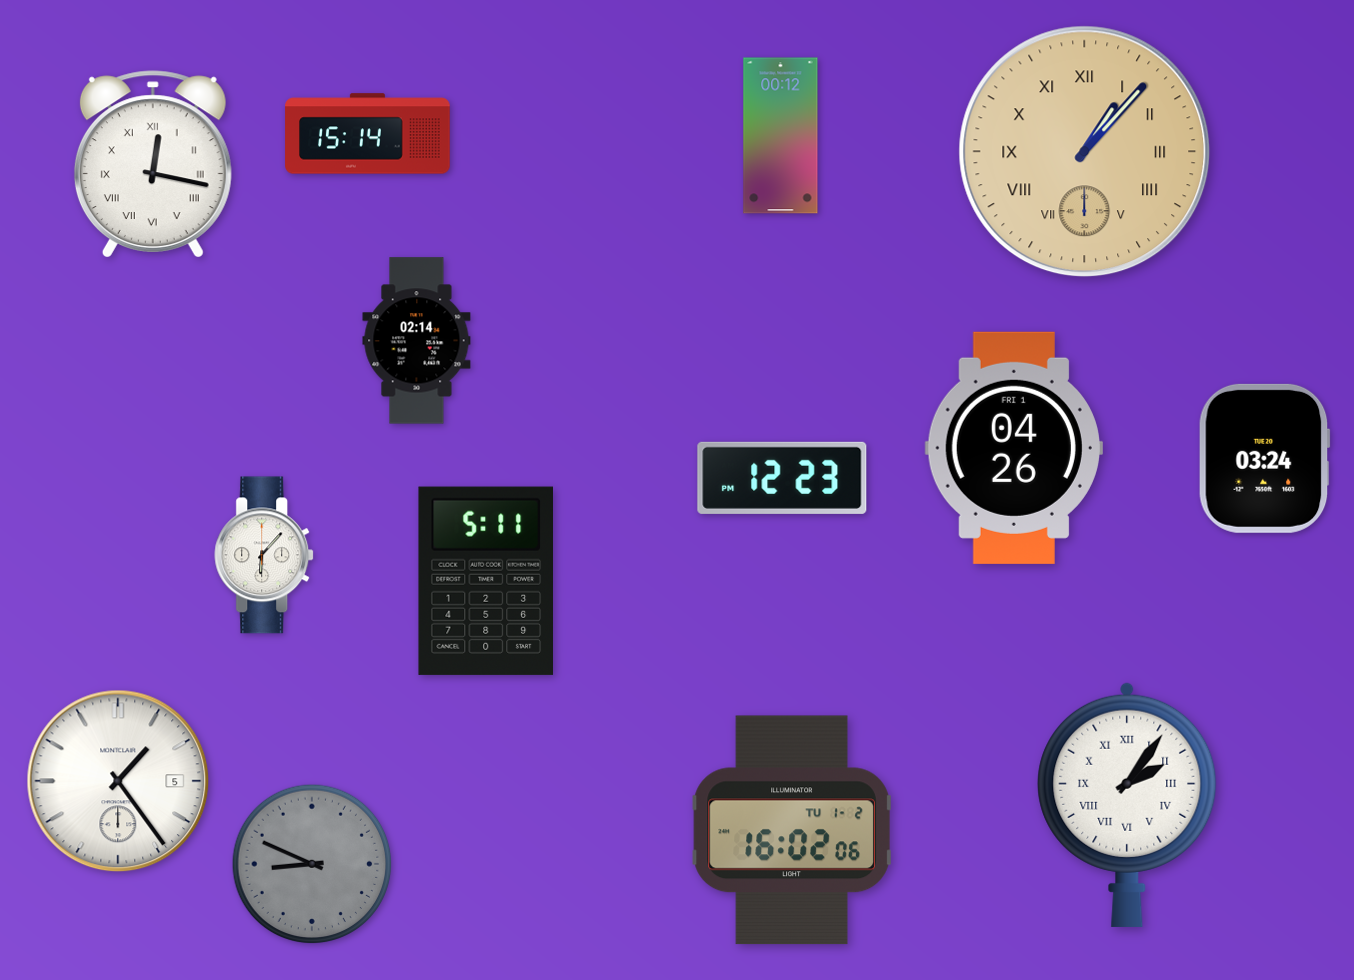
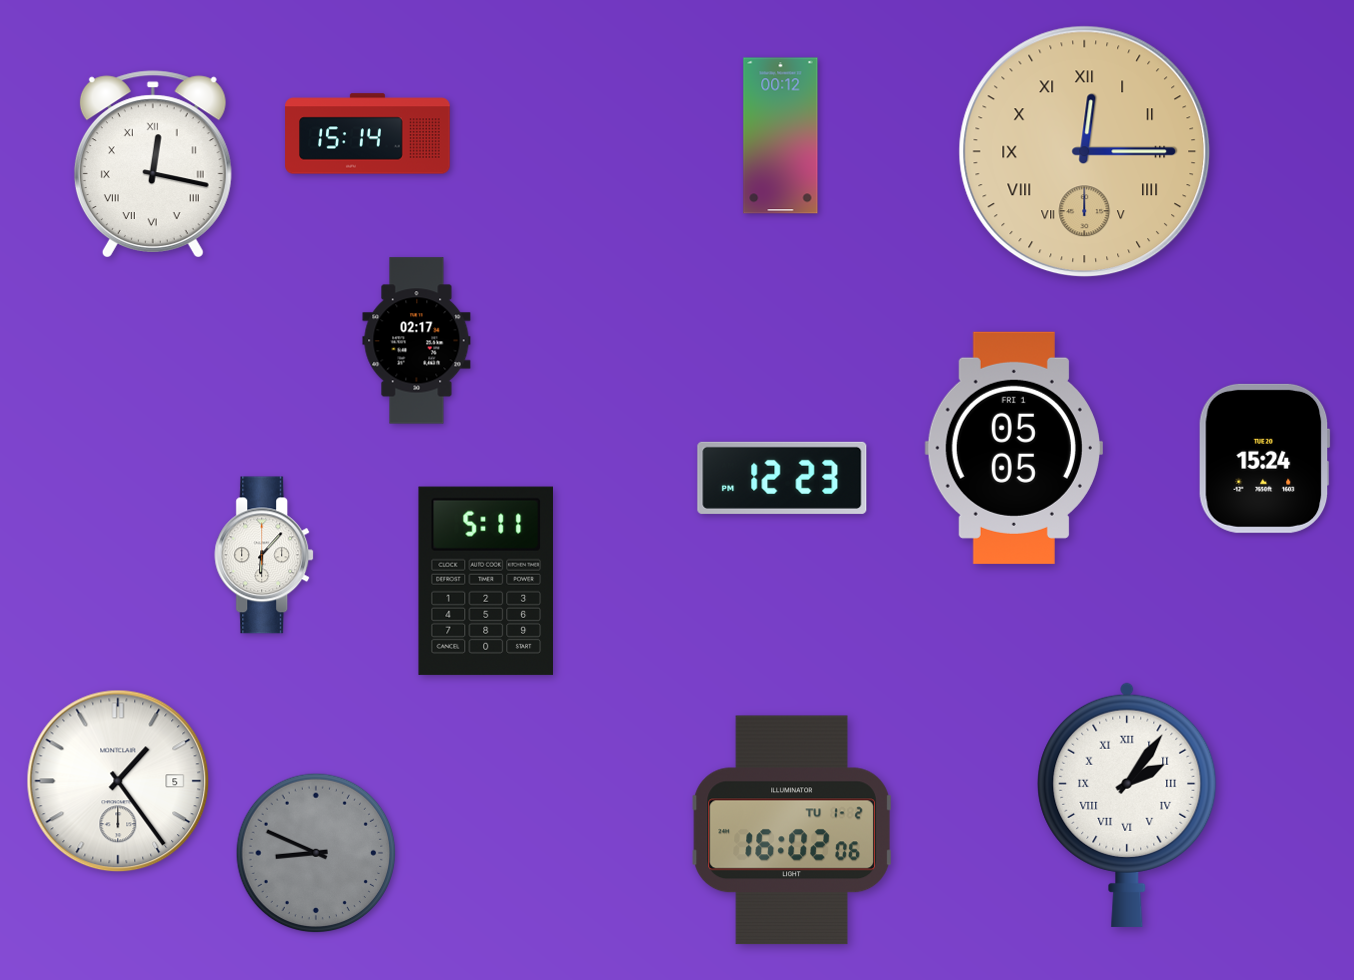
clock at (1085, 152): 1:07 -> 12:15
clock at (417, 341): 02:14 -> 02:17
clock at (1014, 448): 04:26 -> 05:05
clock at (1264, 458): 03:24 -> 15:24
clock at (312, 864) position: (312, 864) -> (316, 853)
